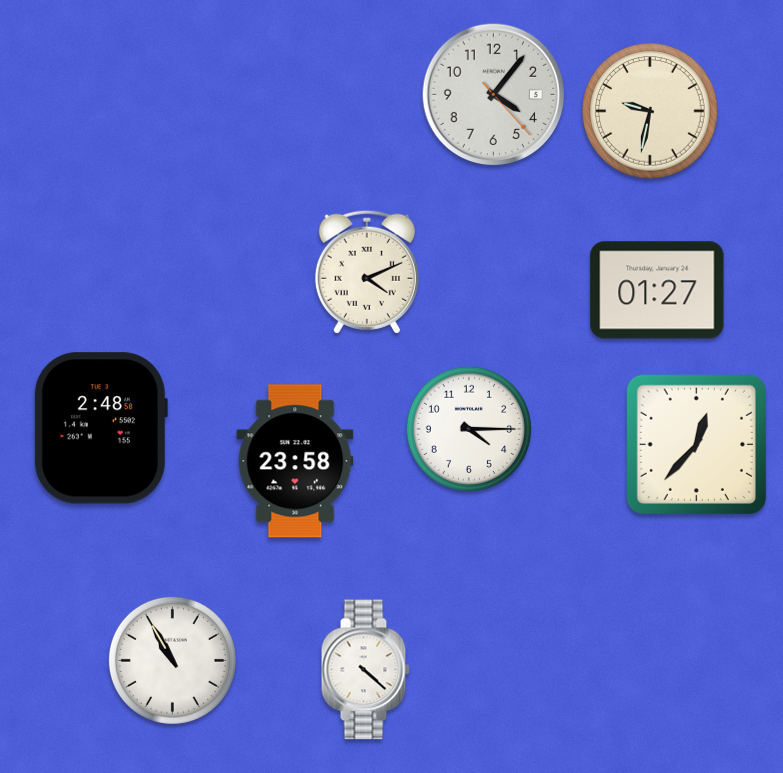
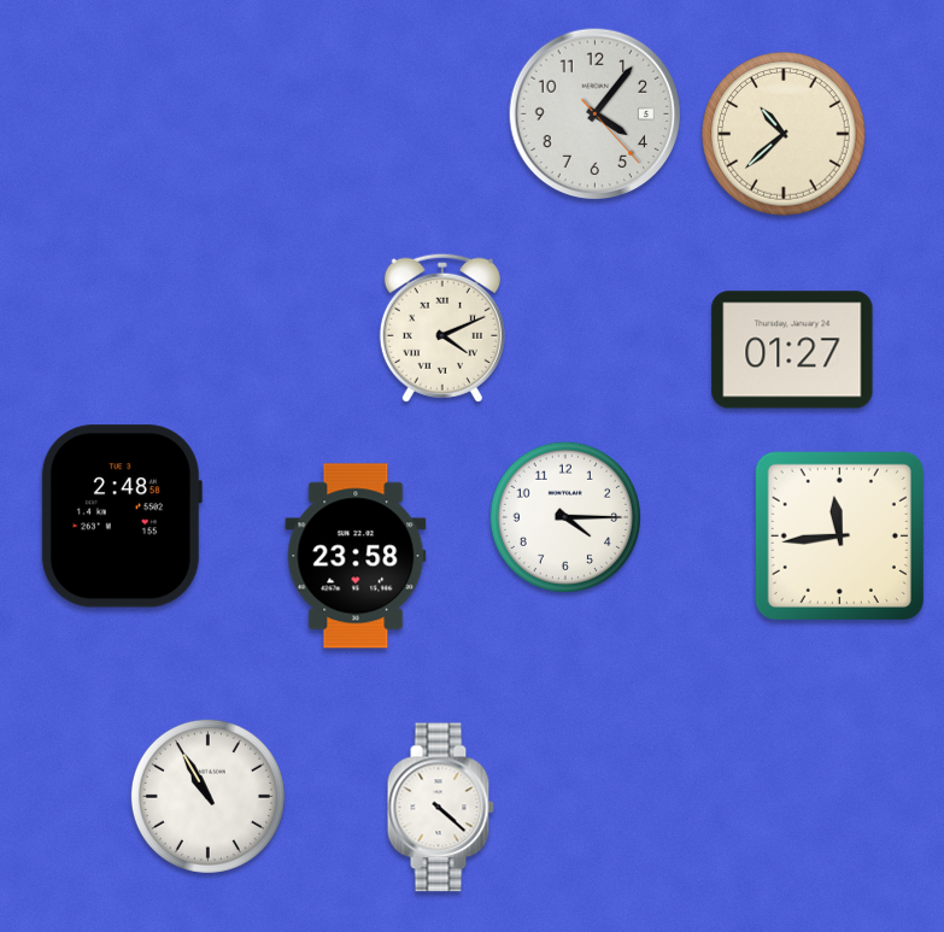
clock at (650, 111): 9:32 -> 10:38
clock at (696, 444): 12:37 -> 11:44
